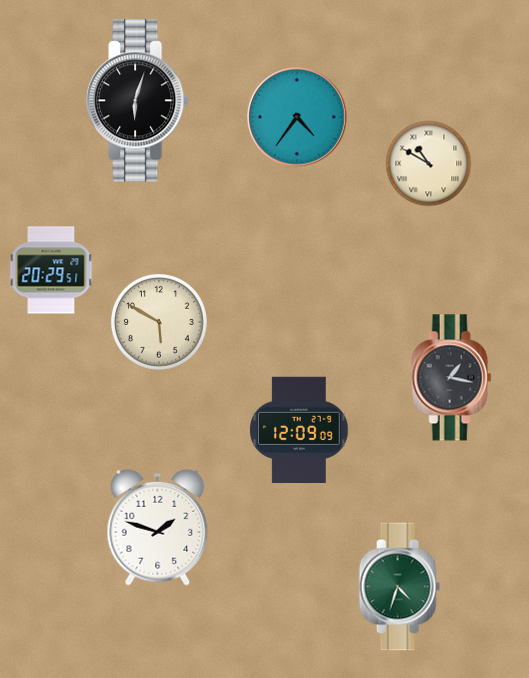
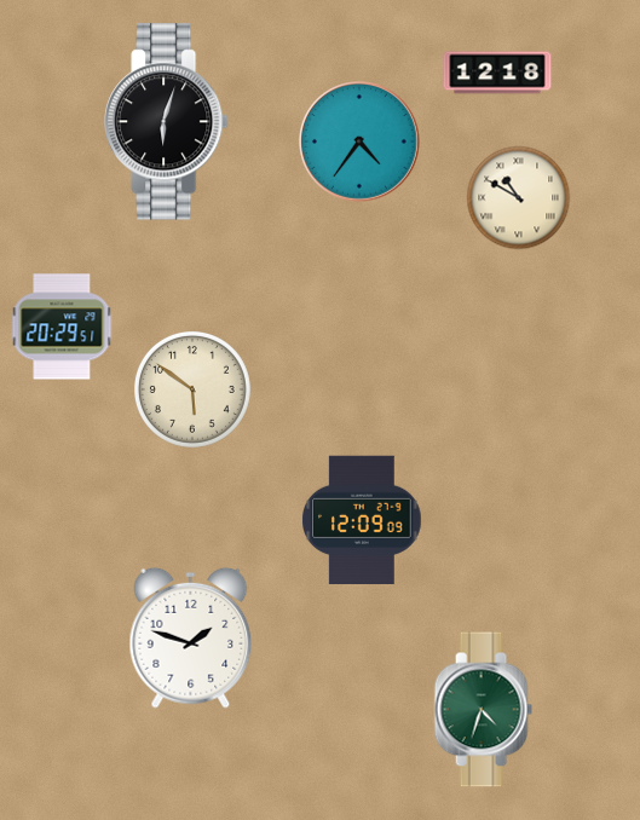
clock at (497, 73): none -> 12:18
clock at (159, 322): 5:50 -> 5:51
clock at (452, 378): 1:17 -> none
